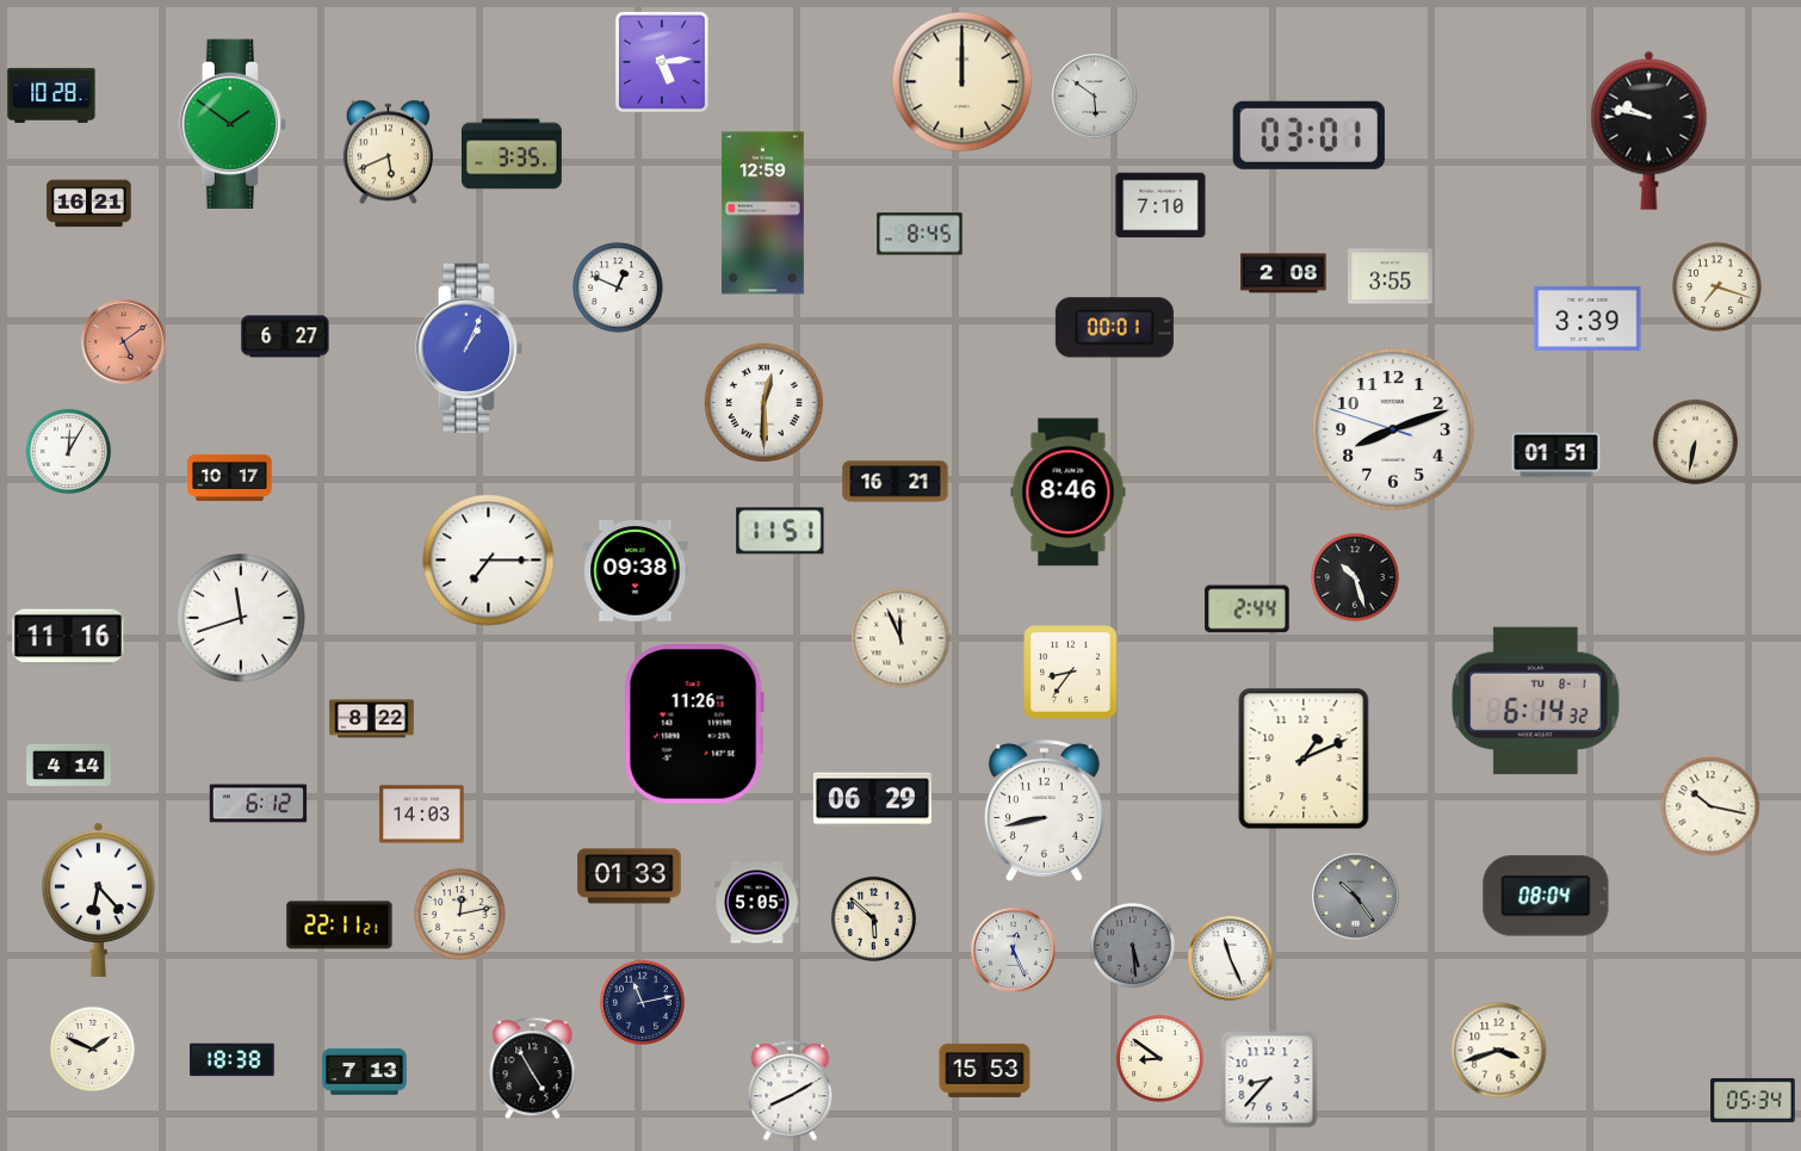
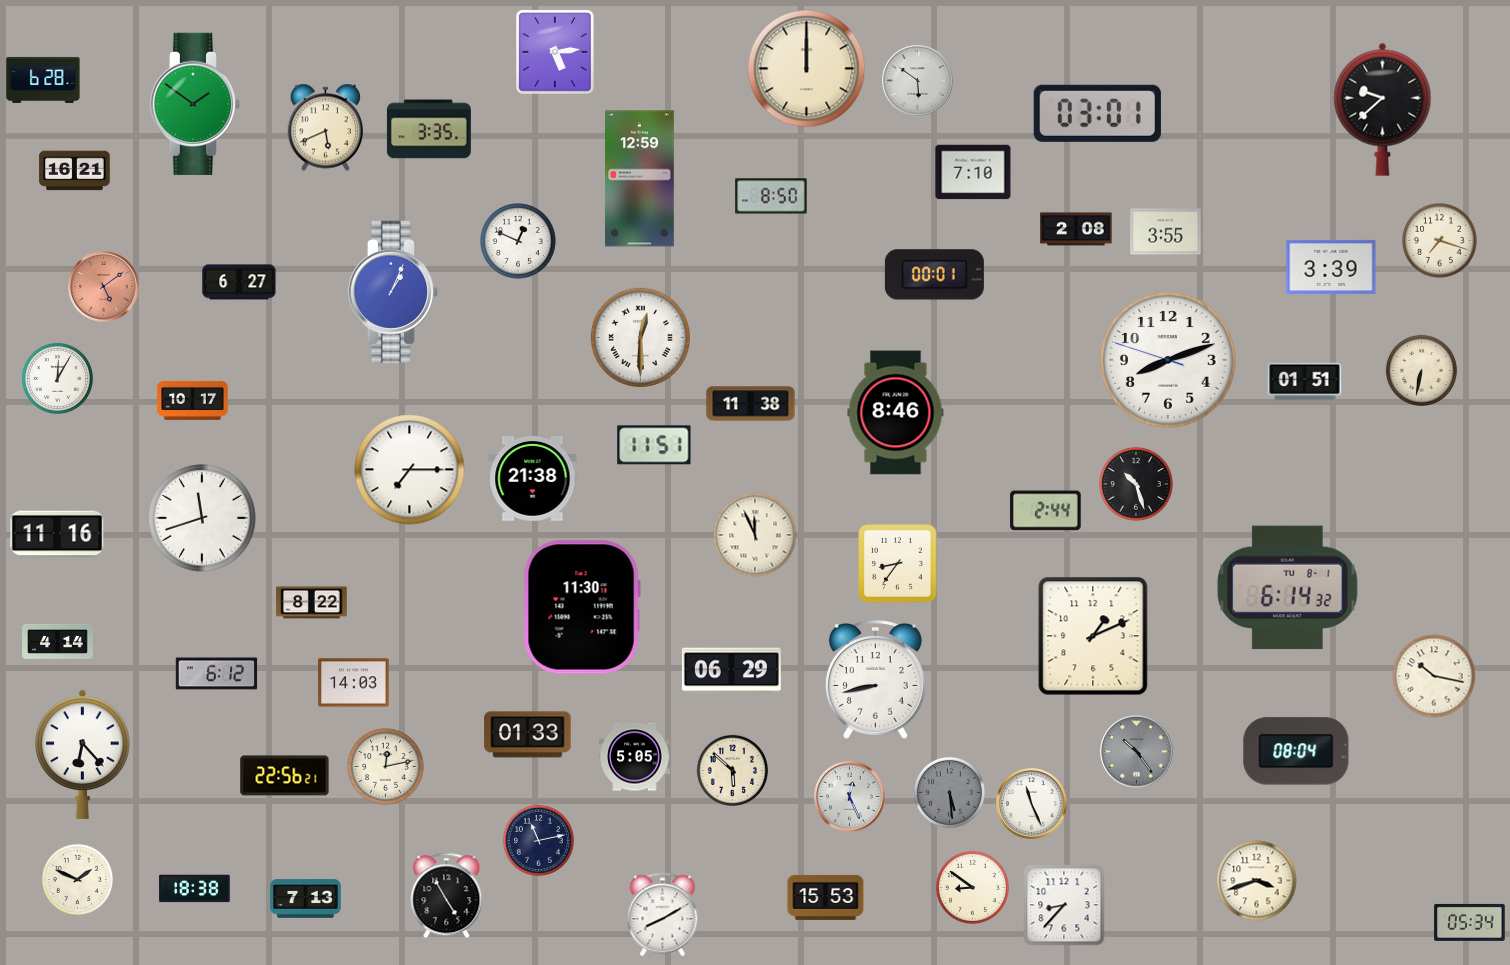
clock at (51, 95): 10:28 -> 6:28
clock at (1650, 130): 9:47 -> 9:38
clock at (920, 234): 8:45 -> 8:50
clock at (896, 482): 16:21 -> 11:38
clock at (636, 571): 09:38 -> 21:38
clock at (694, 724): 11:26 -> 11:30
clock at (340, 926): 22:11 -> 22:56
